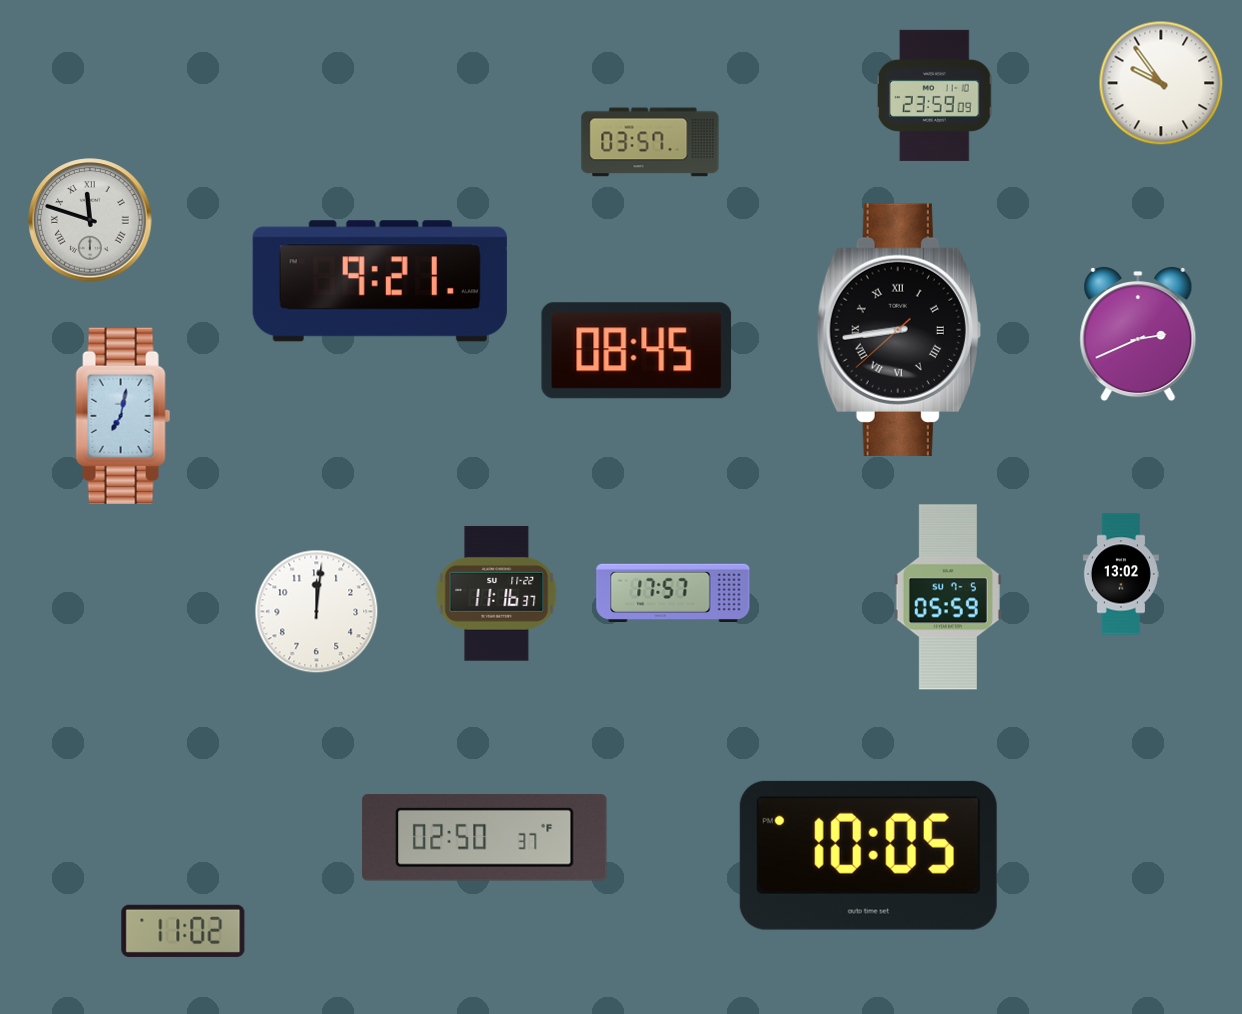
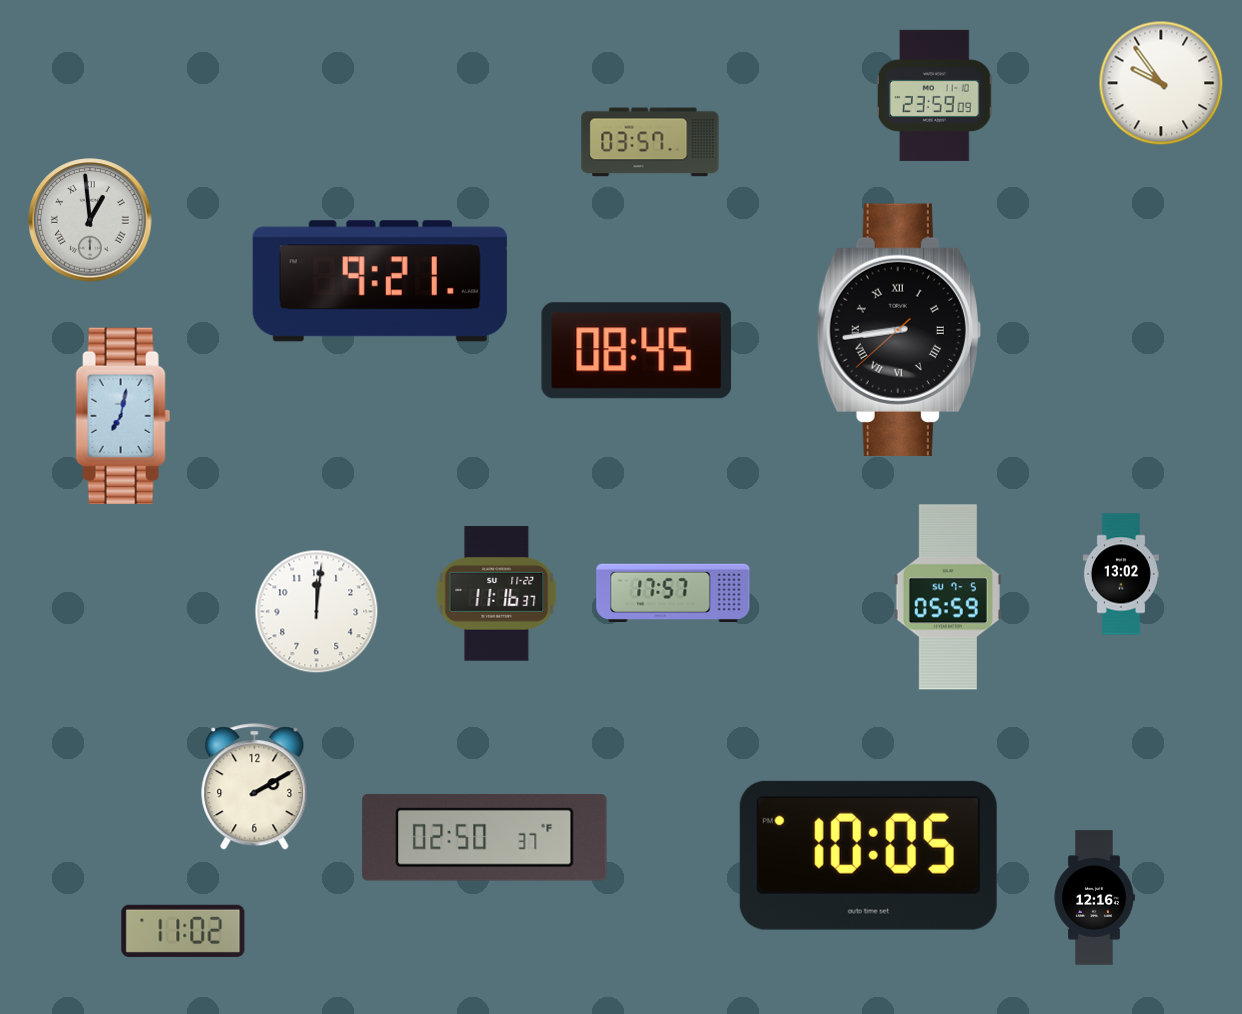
clock at (90, 220): 11:48 -> 12:59
clock at (1138, 334): 2:41 -> none
clock at (255, 787): none -> 2:10
clock at (1094, 898): none -> 12:16
